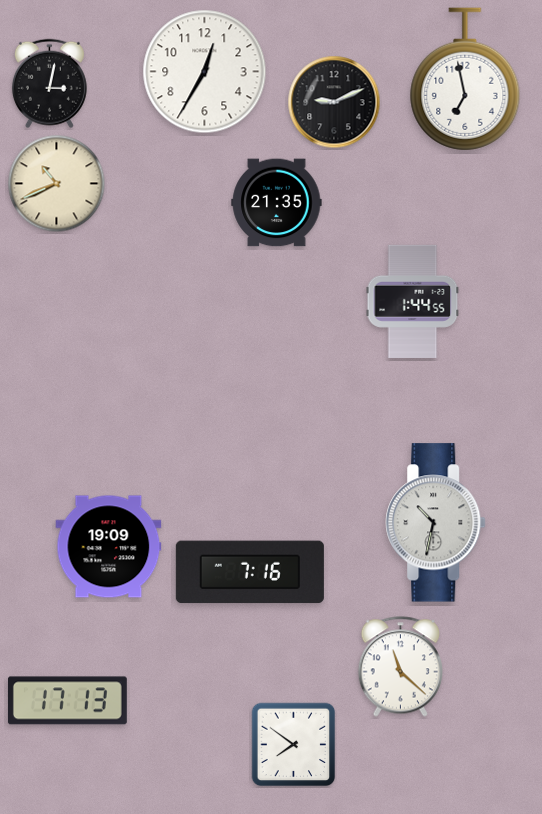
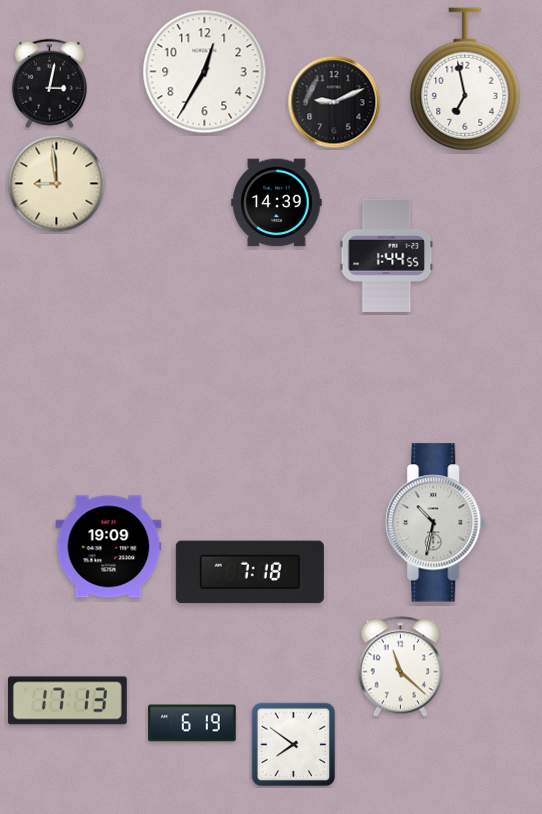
clock at (57, 184): 10:41 -> 8:59
clock at (277, 203): 21:35 -> 14:39
clock at (413, 301) position: (413, 301) -> (387, 255)
clock at (250, 572): 7:16 -> 7:18
clock at (192, 723): none -> 6:19
